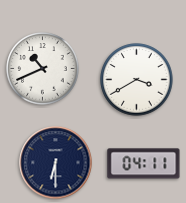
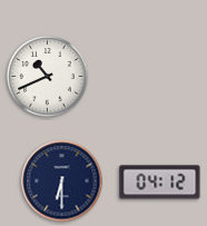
clock at (137, 80): 3:40 -> none
clock at (144, 164): 04:11 -> 04:12
